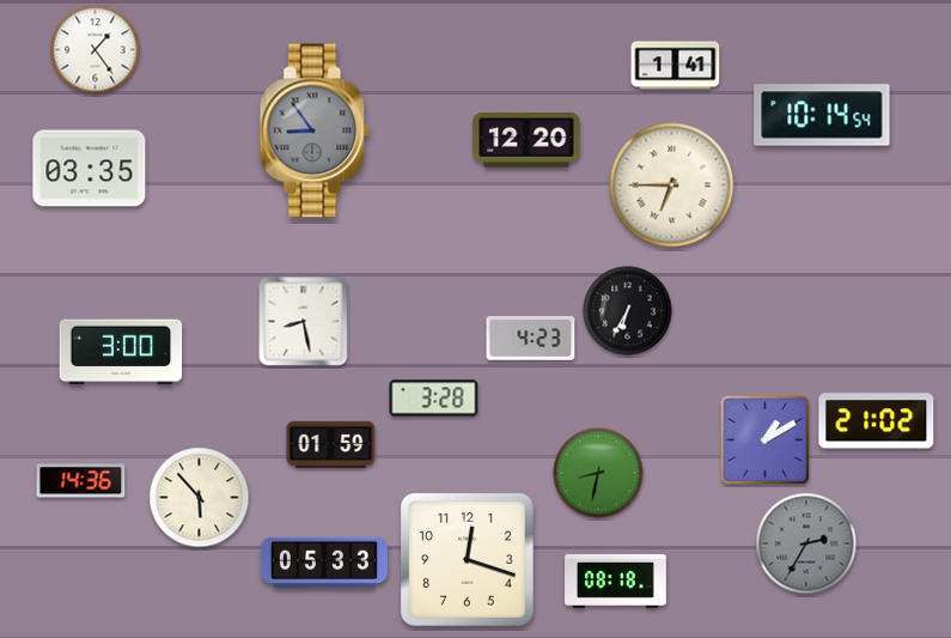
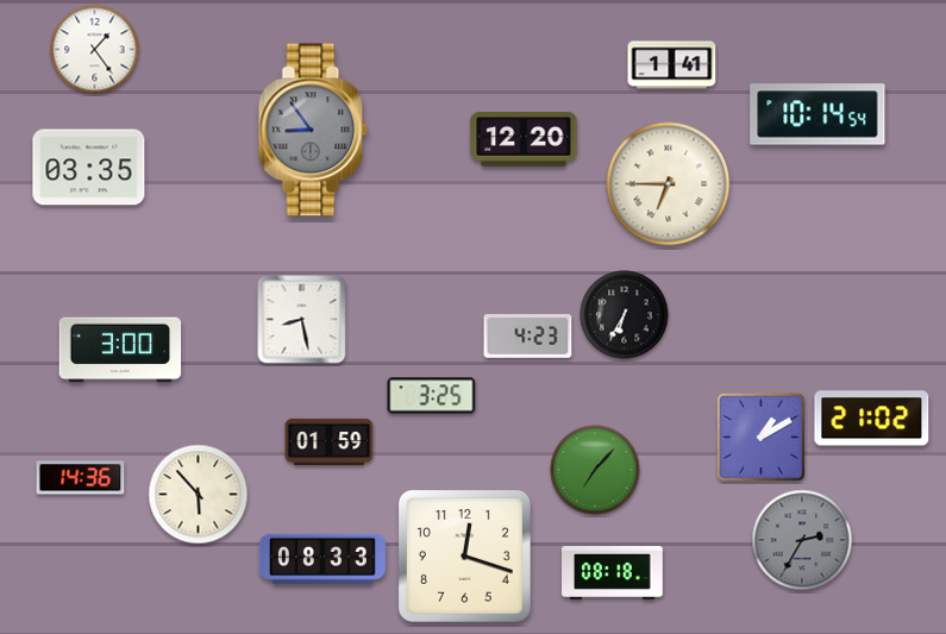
clock at (628, 311) position: (628, 311) -> (625, 315)
clock at (434, 399): 3:28 -> 3:25
clock at (598, 473): 8:32 -> 7:07
clock at (324, 563): 05:33 -> 08:33
clock at (616, 581) position: (616, 581) -> (613, 572)
